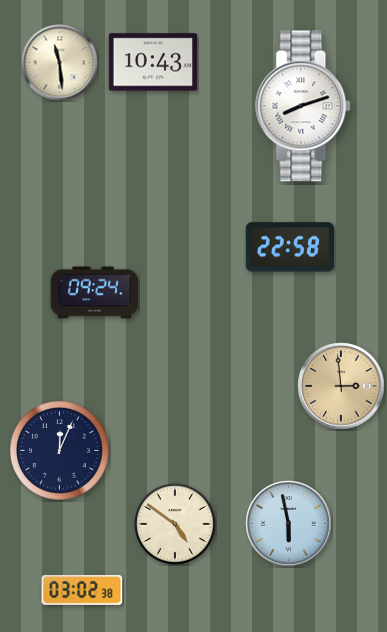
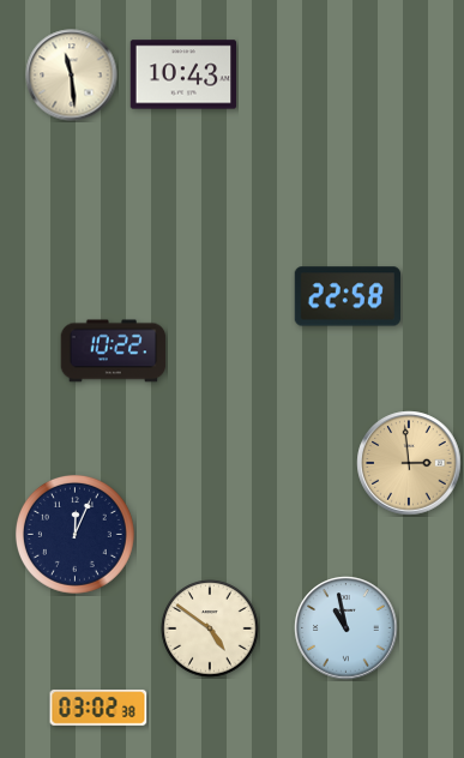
clock at (304, 106): 8:12 -> none
clock at (95, 293): 09:24 -> 10:22
clock at (59, 450) position: (59, 450) -> (74, 534)
clock at (289, 524): 5:58 -> 10:58
